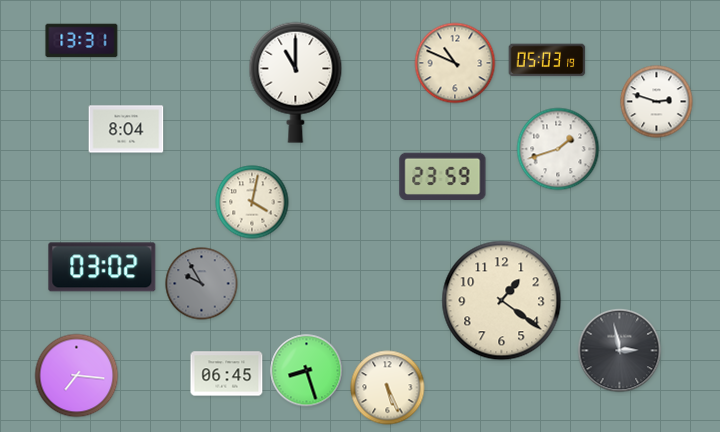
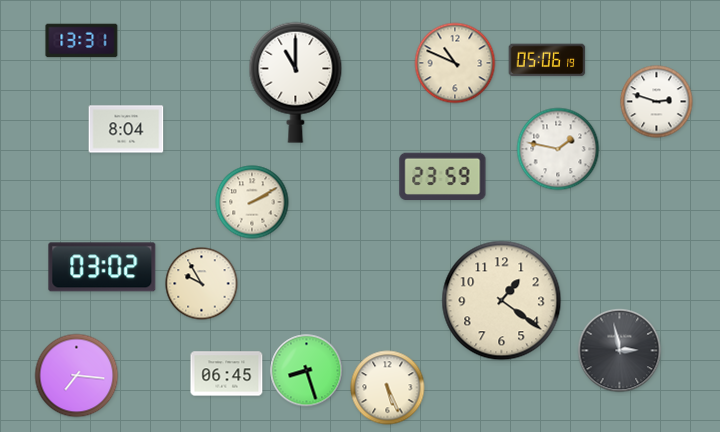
clock at (547, 60): 05:03 -> 05:06
clock at (558, 149): 1:42 -> 1:47
clock at (252, 202): 4:02 -> 2:10
clock at (202, 284) dial: grey -> cream
